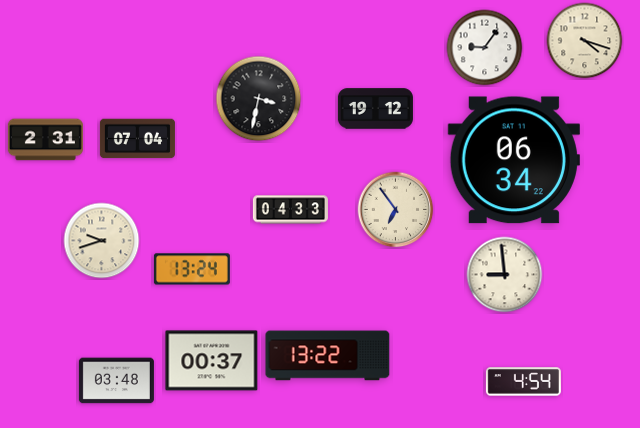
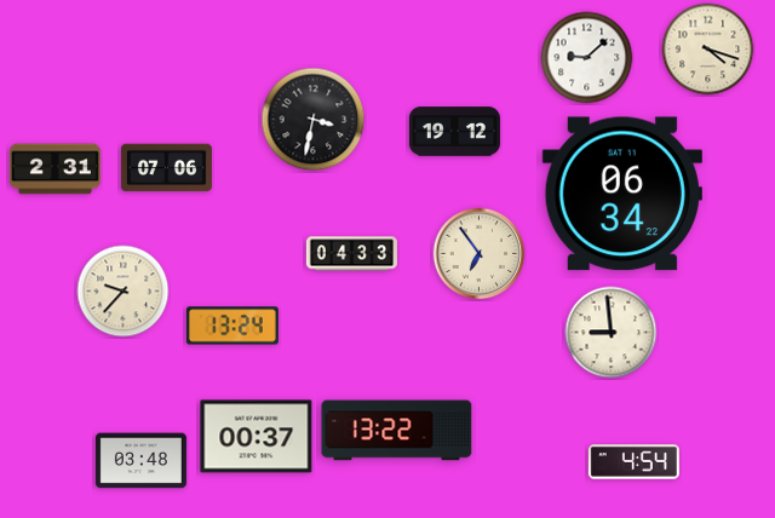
clock at (485, 48): 9:06 -> 9:08
clock at (137, 139): 07:04 -> 07:06
clock at (102, 241): 9:42 -> 9:37
